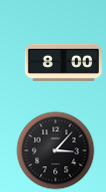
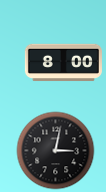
clock at (55, 150): 3:07 -> 3:02
